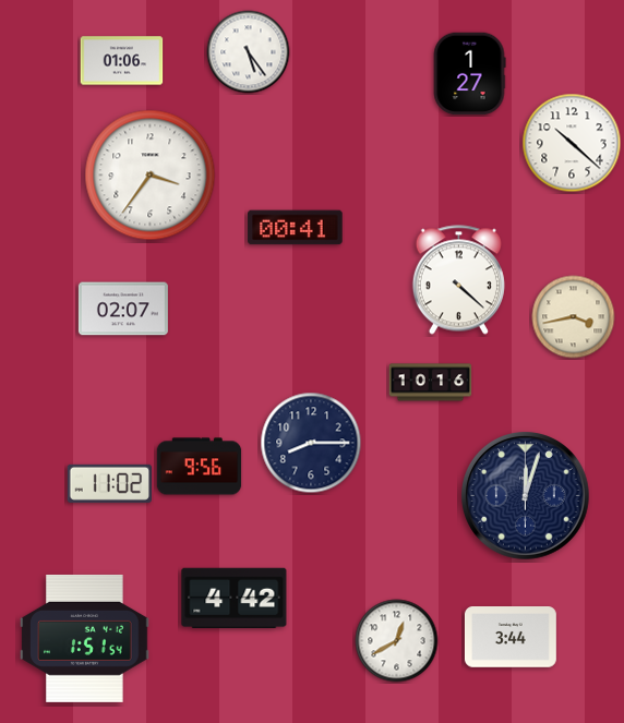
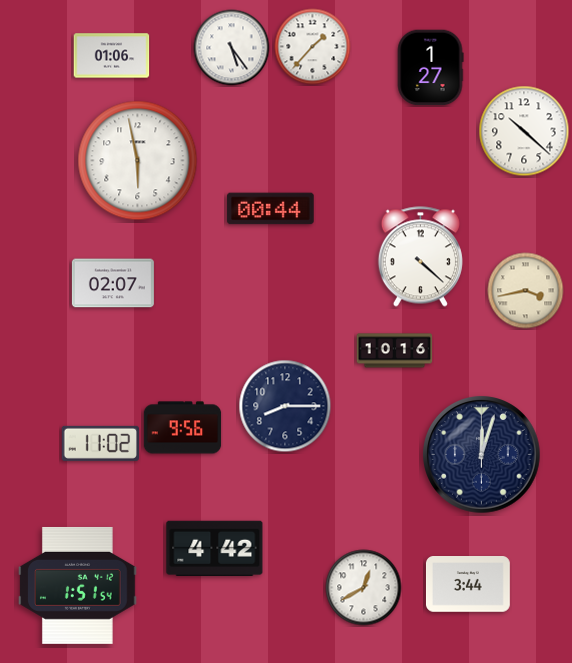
clock at (313, 47): none -> 1:37
clock at (249, 52) position: (249, 52) -> (232, 48)
clock at (151, 176): 3:36 -> 5:58
clock at (296, 228): 00:41 -> 00:44
